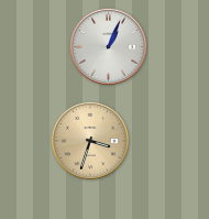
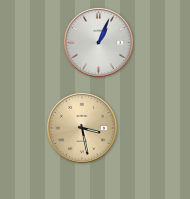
clock at (90, 141): 3:33 -> 3:28
